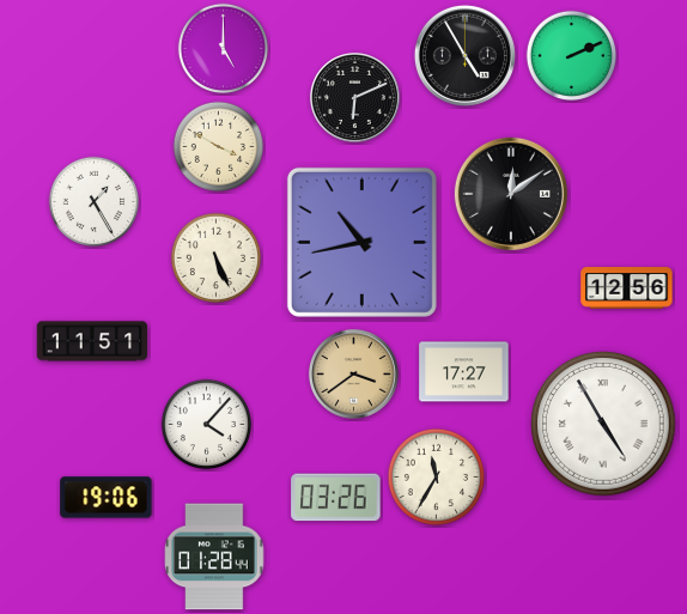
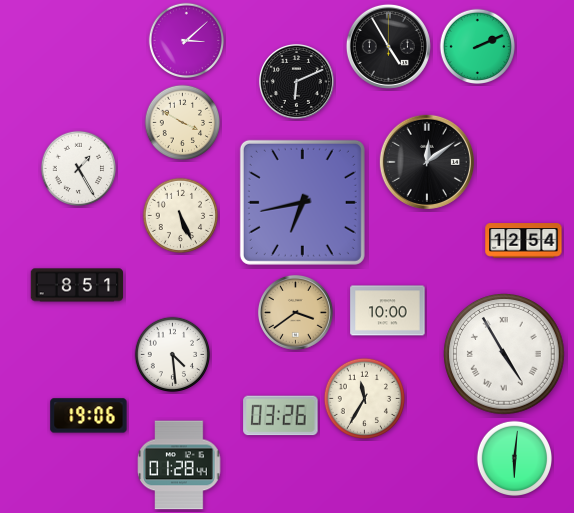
clock at (224, 49): 5:00 -> 3:08
clock at (361, 242): 10:43 -> 6:43
clock at (627, 288): 12:56 -> 12:54
clock at (92, 341): 11:51 -> 8:51
clock at (464, 372): 17:27 -> 10:00
clock at (207, 425): 4:07 -> 4:29
clock at (515, 459): none -> 6:01
